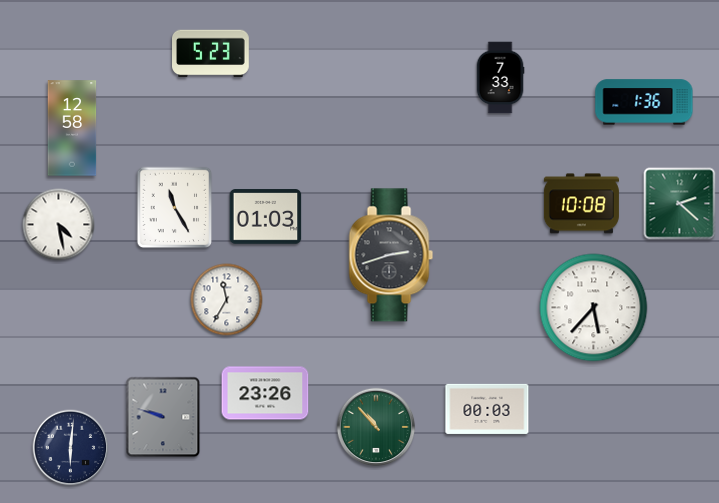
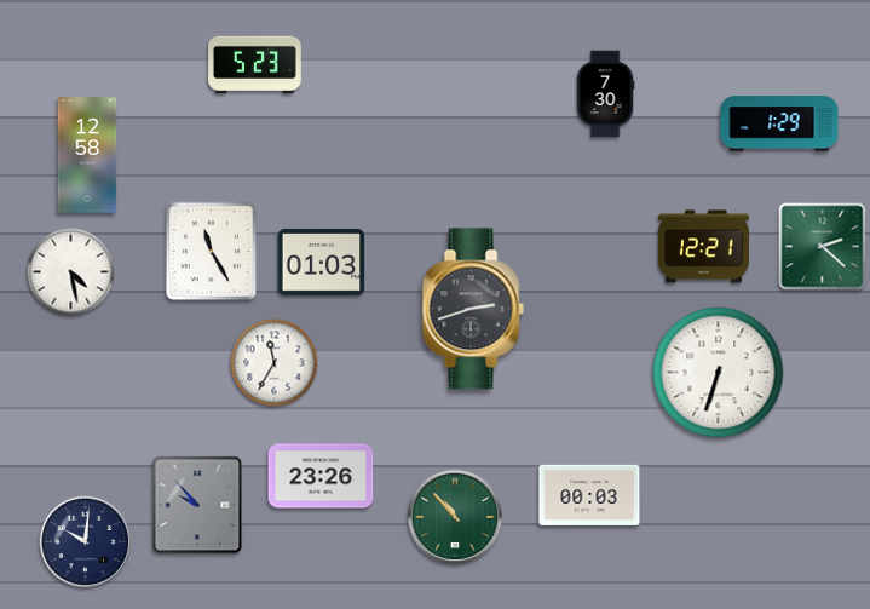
clock at (500, 78): 7:33 -> 7:30
clock at (644, 102): 1:36 -> 1:29
clock at (581, 204): 10:08 -> 12:21
clock at (594, 308): 5:37 -> 6:33
clock at (163, 417): 9:48 -> 9:53
clock at (71, 448): 6:01 -> 10:01
